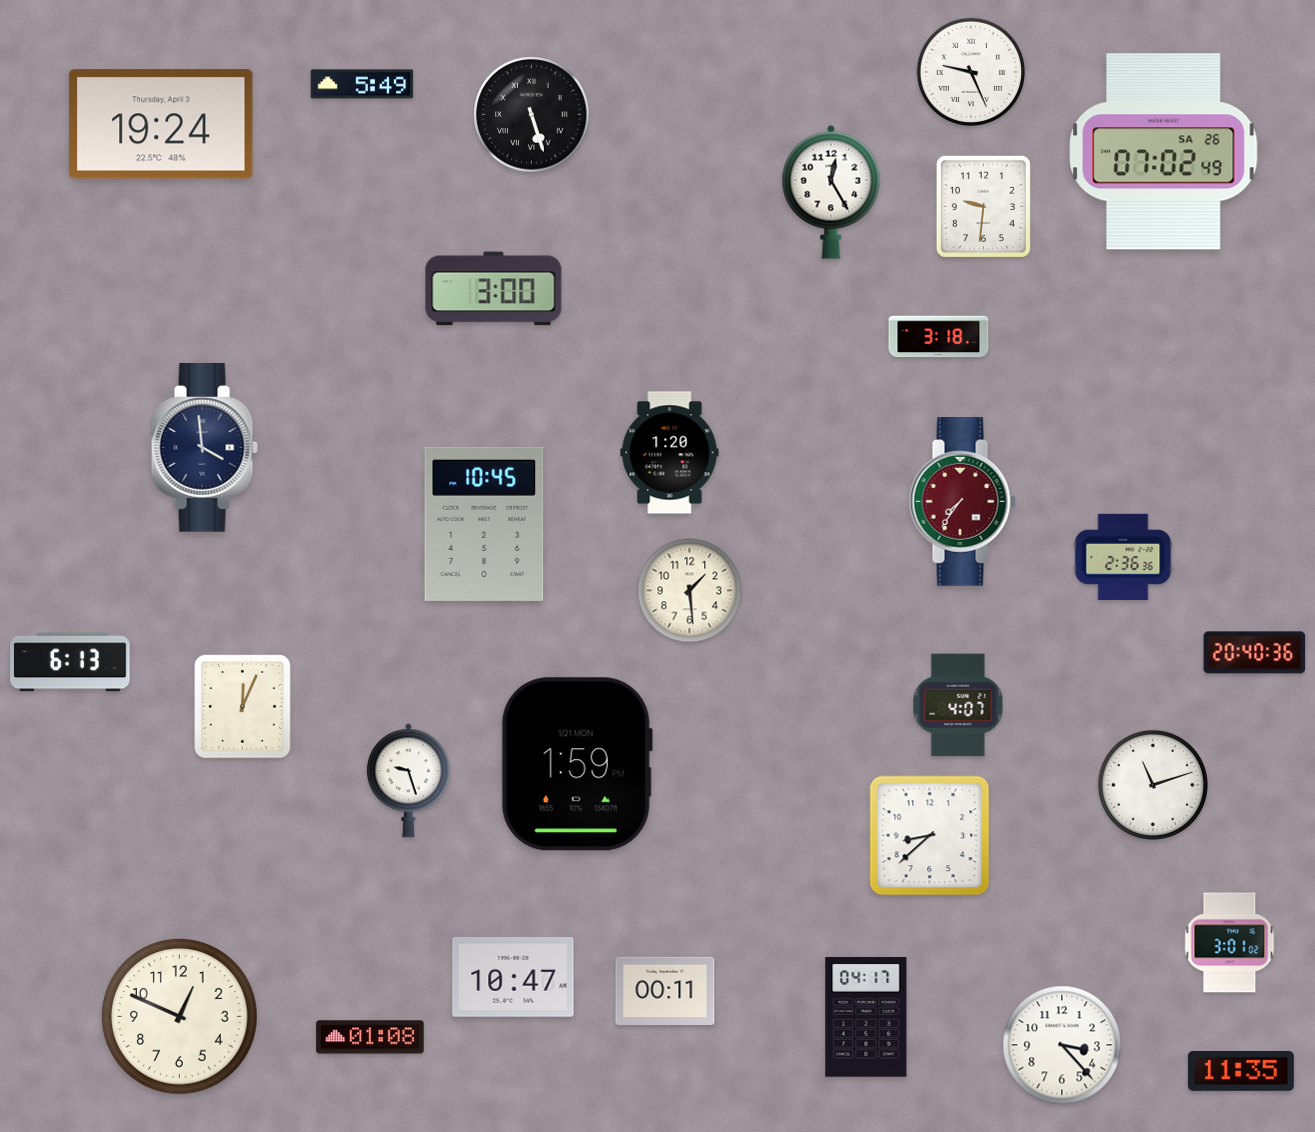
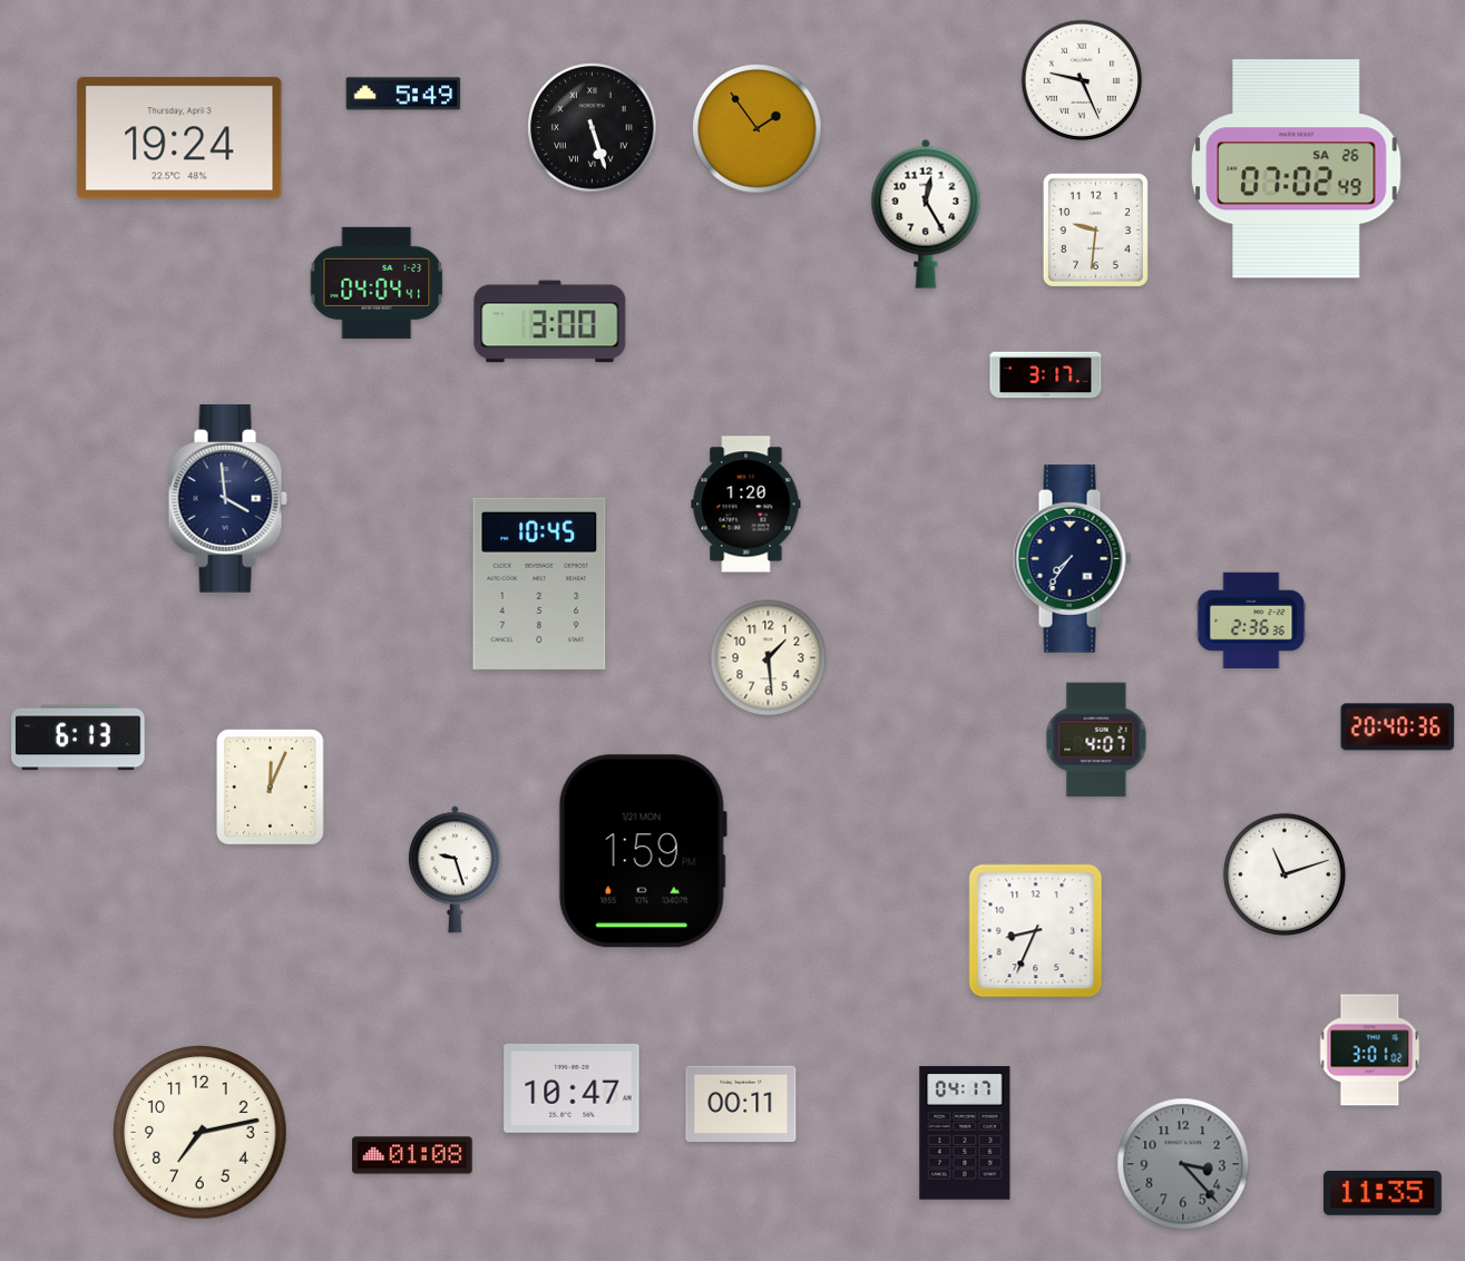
clock at (758, 129): none -> 1:54
clock at (377, 283): none -> 04:04
clock at (939, 337): 3:18 -> 3:17
clock at (962, 502) dial: burgundy -> navy
clock at (958, 705) position: (958, 705) -> (1096, 740)
clock at (930, 836): 8:38 -> 8:34
clock at (180, 1017): 12:49 -> 7:13
clock at (1062, 1045) dial: white -> grey
